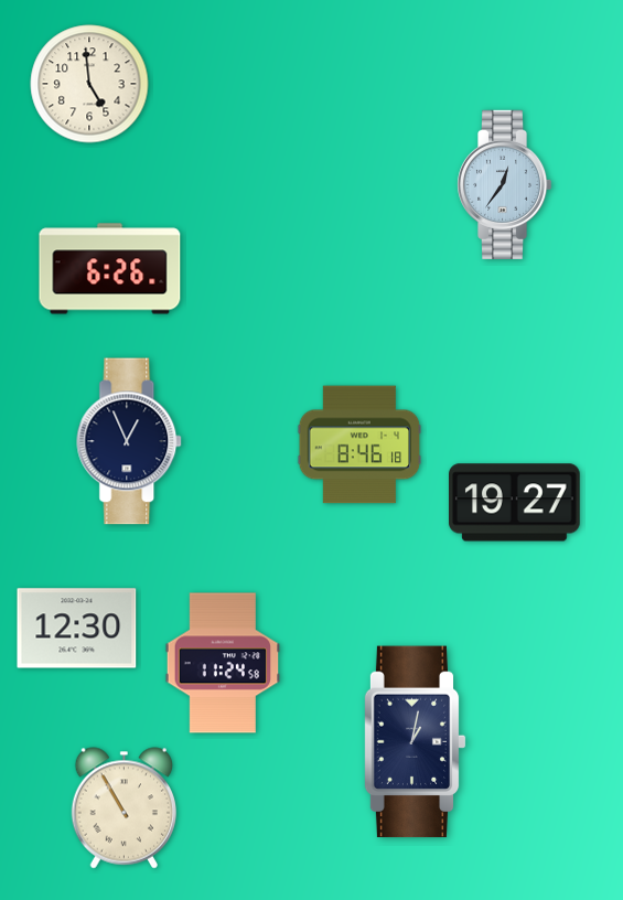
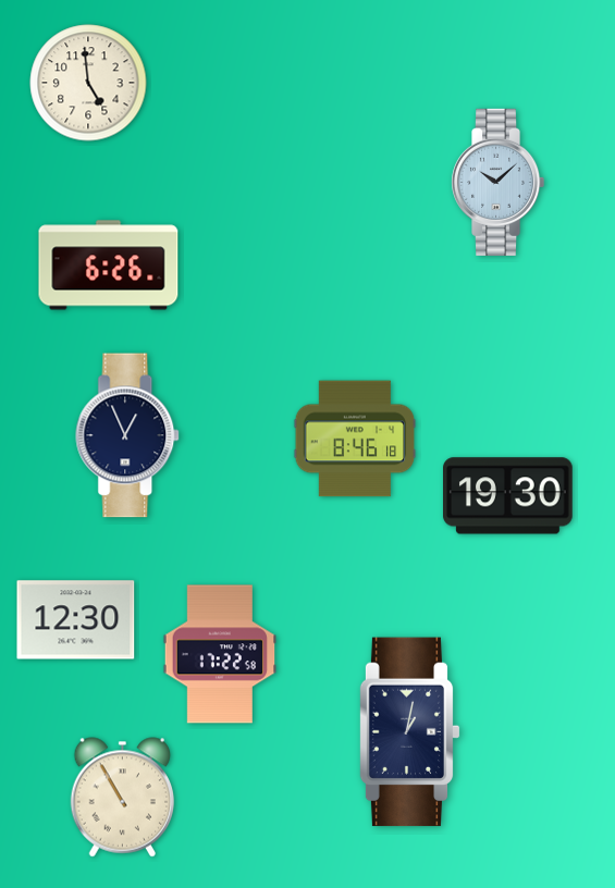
clock at (504, 184): 12:36 -> 10:08
clock at (515, 503): 19:27 -> 19:30
clock at (223, 663): 11:24 -> 17:22
